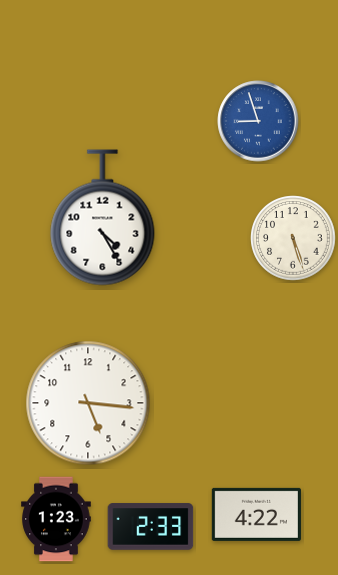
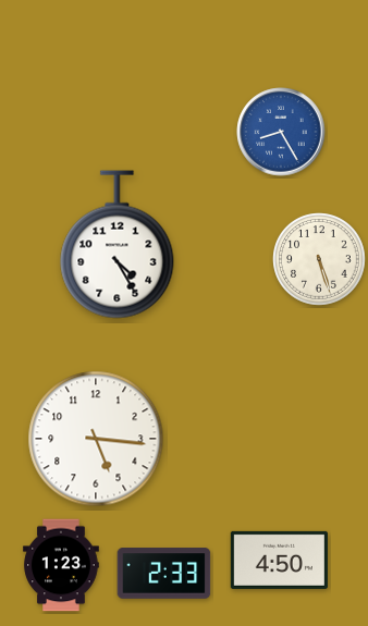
clock at (258, 121): 8:57 -> 8:25
clock at (103, 218) position: (103, 218) -> (118, 245)
clock at (256, 514): 4:22 -> 4:50
